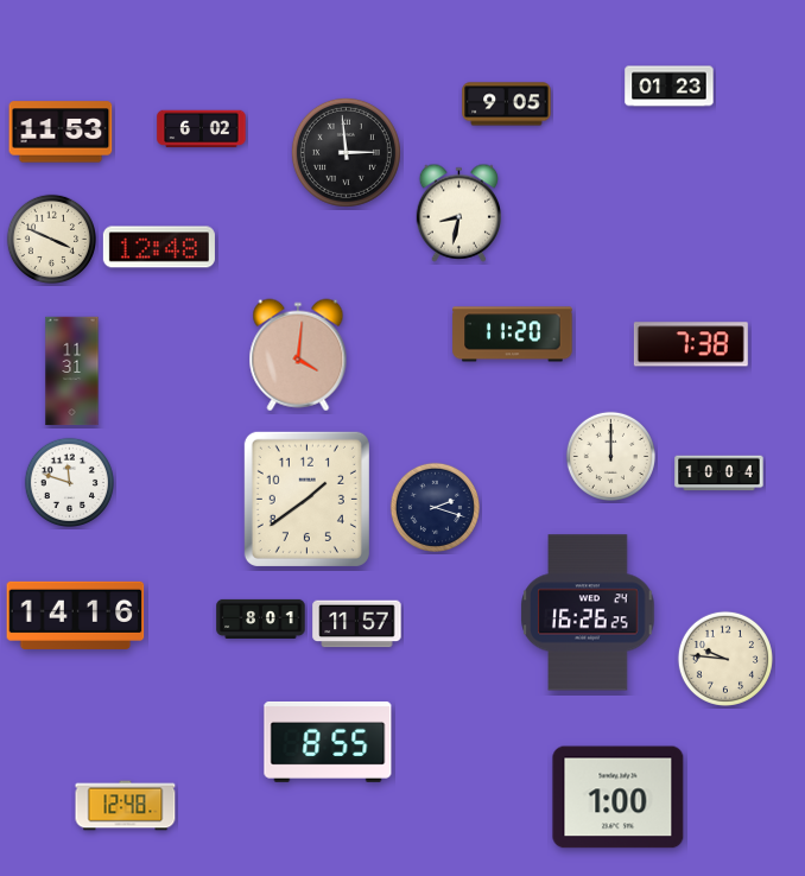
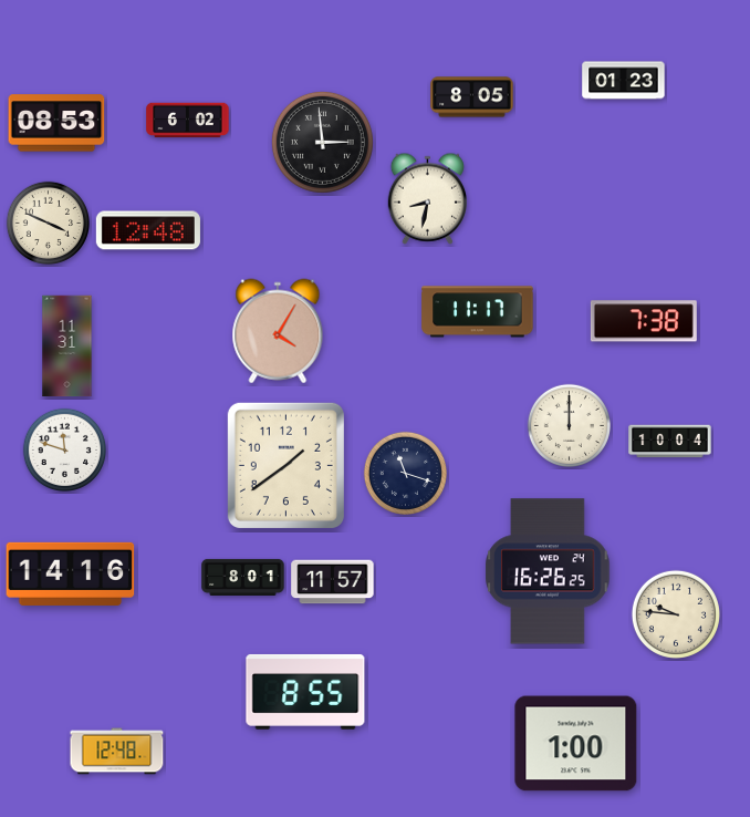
clock at (507, 104): 9:05 -> 8:05
clock at (61, 132): 11:53 -> 08:53
clock at (513, 335): 11:20 -> 11:17
clock at (298, 355): 4:01 -> 4:05
clock at (435, 507): 2:18 -> 11:18
